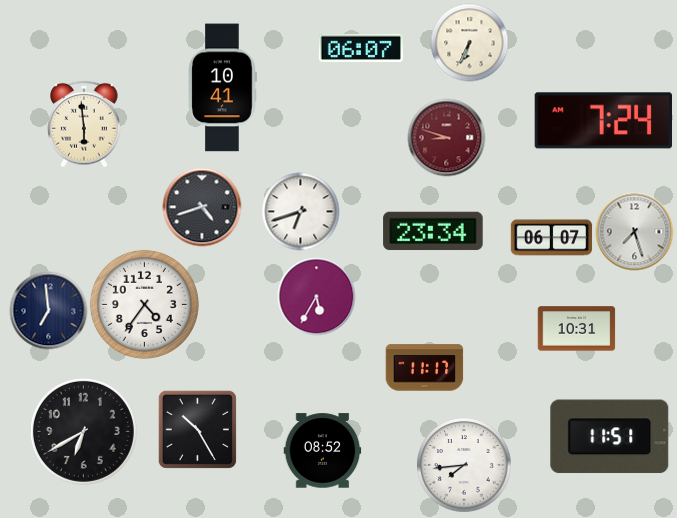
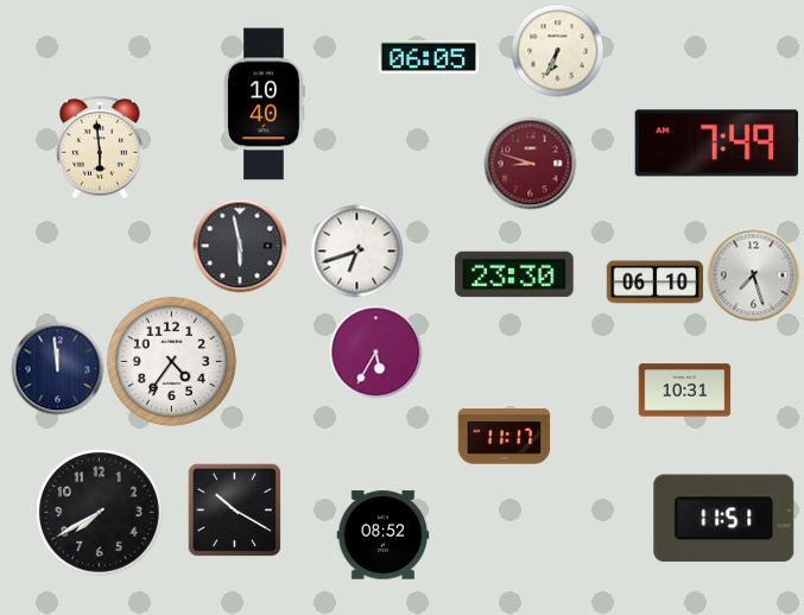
clock at (361, 47): 06:07 -> 06:05
clock at (222, 88): 10:41 -> 10:40
clock at (603, 121): 7:24 -> 7:49
clock at (202, 207): 4:42 -> 5:58
clock at (433, 231): 23:34 -> 23:30
clock at (551, 238): 06:07 -> 06:10
clock at (48, 310): 6:59 -> 11:59
clock at (197, 429): 10:25 -> 10:20
clock at (83, 431): 6:40 -> 7:40
clock at (464, 465): 7:44 -> none
